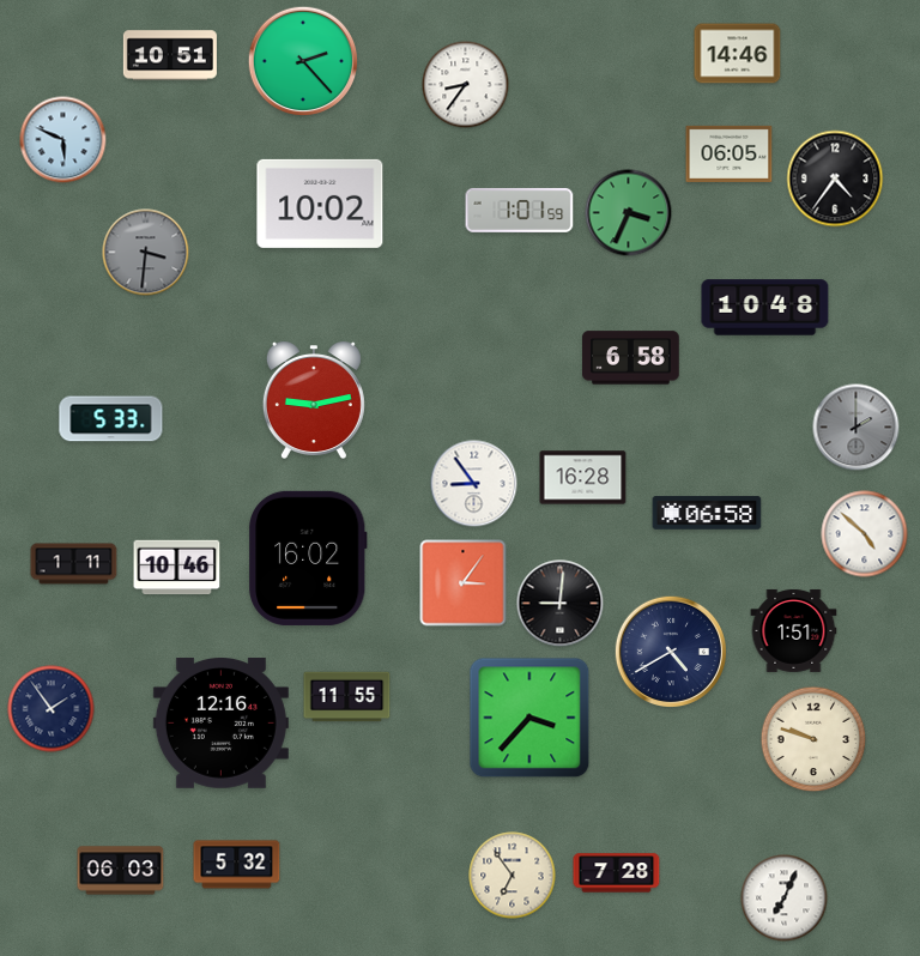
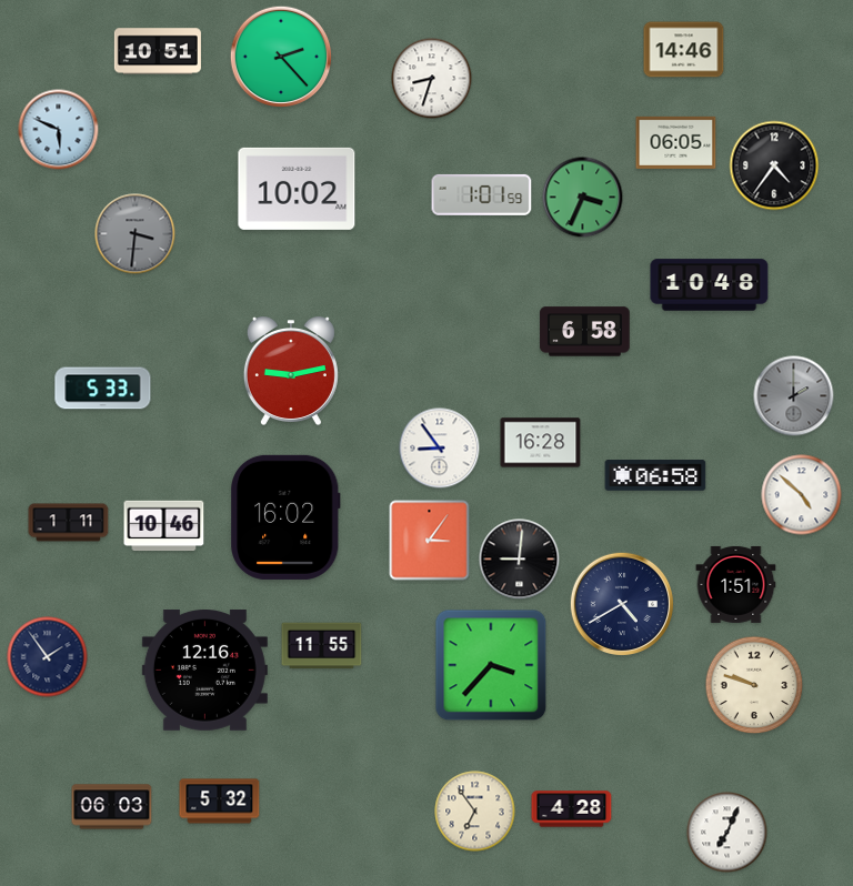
clock at (466, 85): 8:36 -> 8:33
clock at (617, 873): 7:28 -> 4:28
